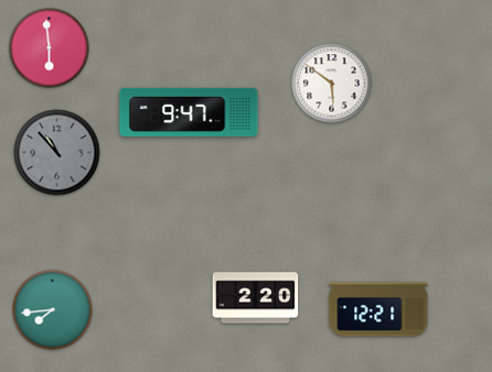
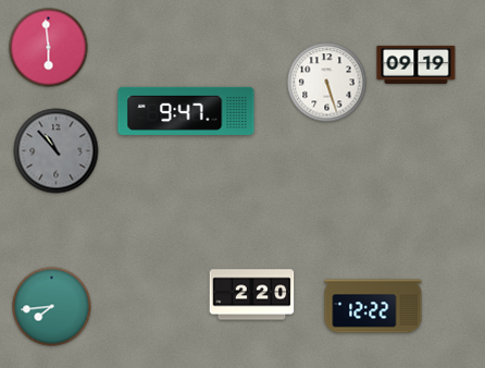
clock at (416, 64): none -> 09:19
clock at (332, 84): 5:51 -> 5:27
clock at (378, 309): 12:21 -> 12:22
